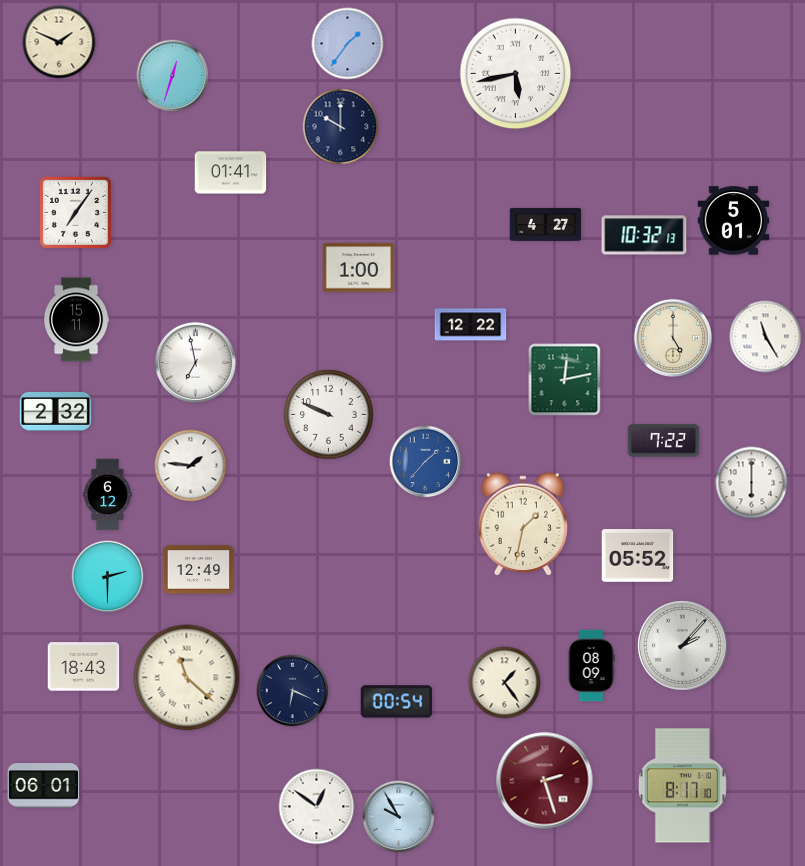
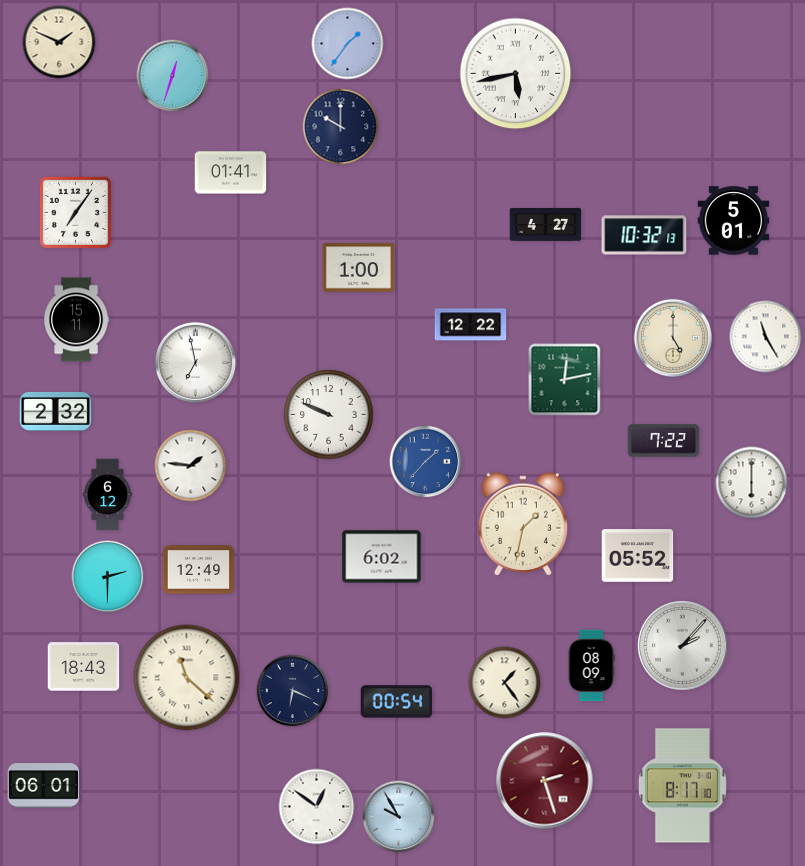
clock at (382, 557): none -> 6:02
